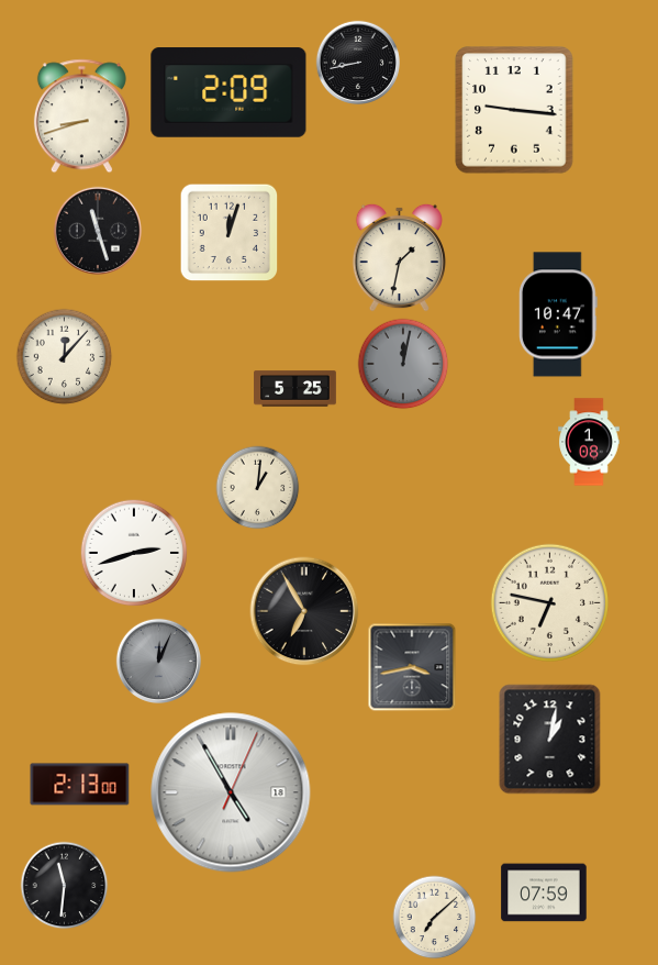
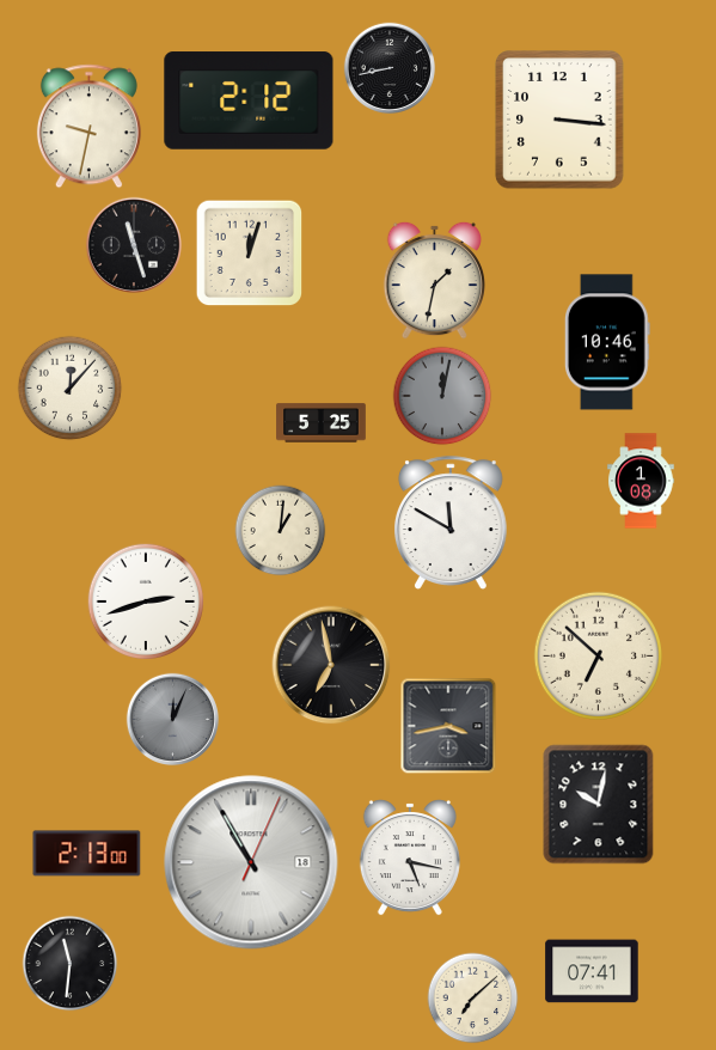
clock at (228, 92): 2:09 -> 2:12
clock at (514, 110): 9:16 -> 3:16
clock at (81, 117): 8:42 -> 9:32
clock at (97, 230) position: (97, 230) -> (133, 244)
clock at (558, 314): 10:47 -> 10:46
clock at (403, 364) position: (403, 364) -> (442, 396)
clock at (451, 523): none -> 11:50
clock at (549, 602): 6:47 -> 6:52
clock at (304, 611): 6:55 -> 6:58
clock at (550, 740): 1:02 -> 10:02
clock at (410, 857): none -> 5:17
clock at (231, 792): 4:55 -> 10:55
clock at (544, 892): 07:59 -> 07:41
